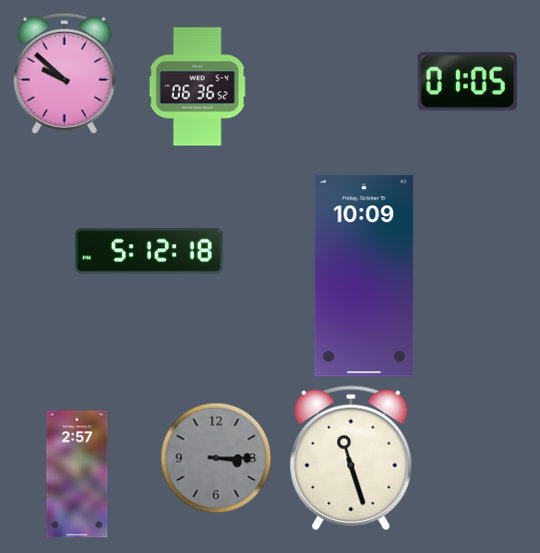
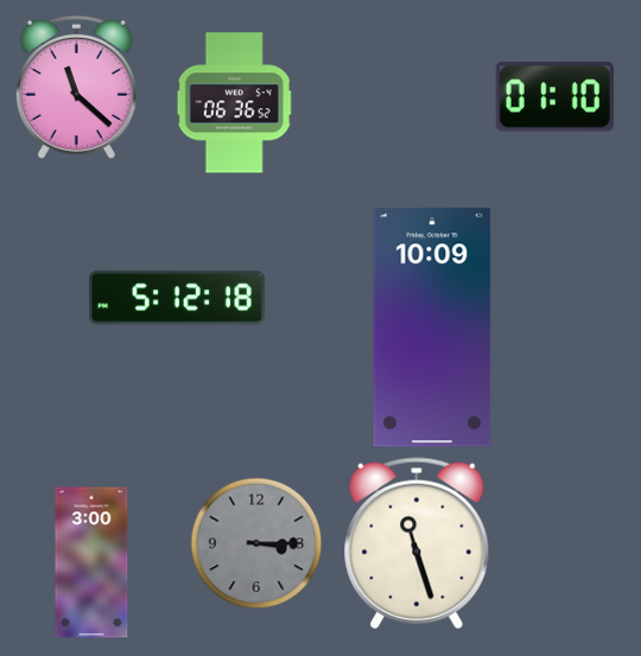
clock at (64, 73): 9:52 -> 11:22
clock at (467, 82): 01:05 -> 01:10
clock at (77, 474): 2:57 -> 3:00
